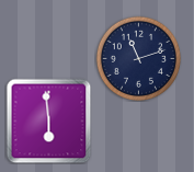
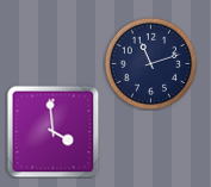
clock at (48, 121): 5:59 -> 3:59
